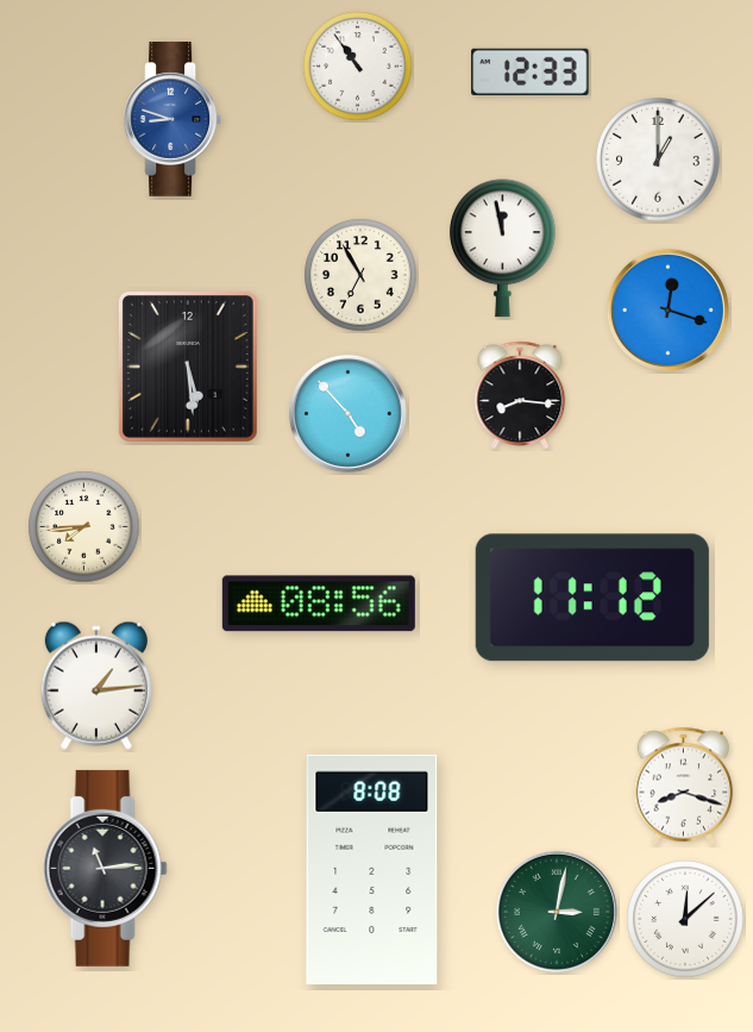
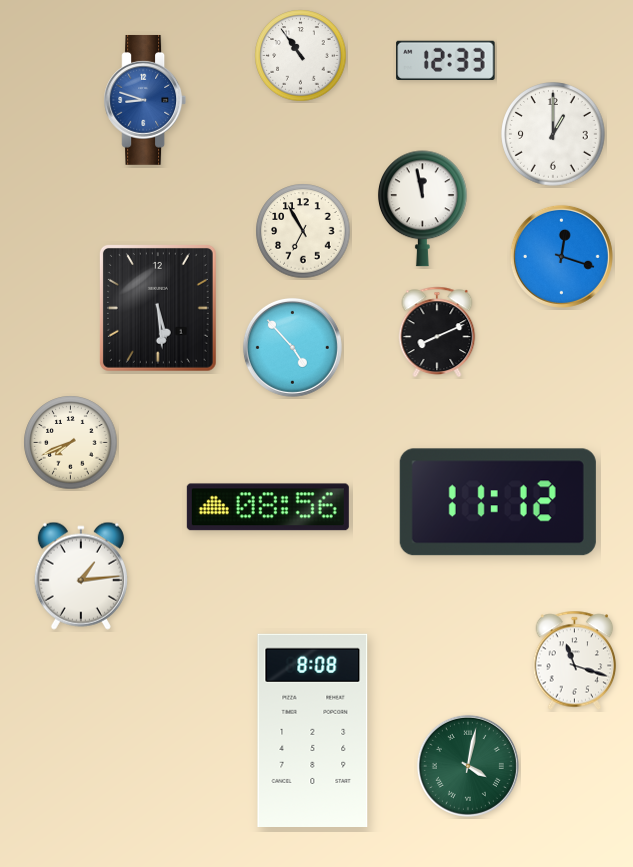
clock at (667, 309) position: (667, 309) -> (561, 256)
clock at (520, 394): 8:16 -> 8:11
clock at (84, 527): 7:44 -> 7:41
clock at (684, 787): 8:18 -> 11:18
clock at (105, 868): 11:14 -> none
clock at (557, 912): 3:02 -> 4:02
clock at (685, 919): 12:08 -> none
